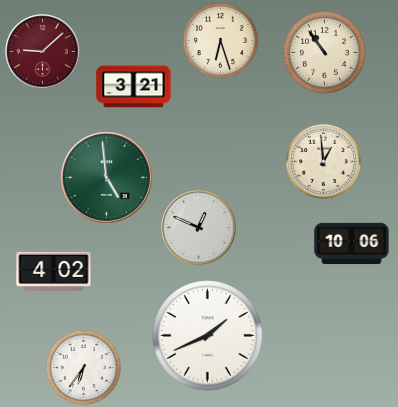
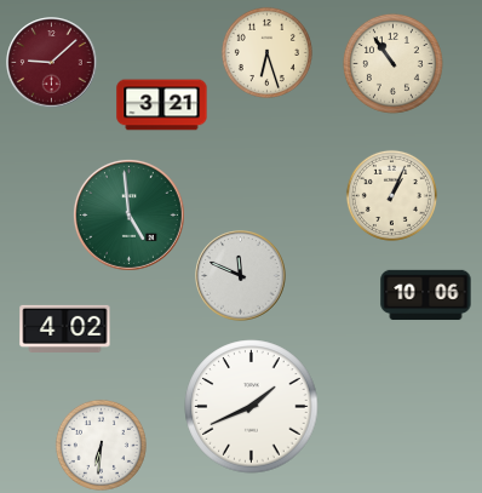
clock at (220, 40) position: (220, 40) -> (266, 52)
clock at (323, 161): 12:59 -> 1:04
clock at (199, 228): 12:49 -> 11:49
clock at (83, 367): 6:36 -> 6:31
